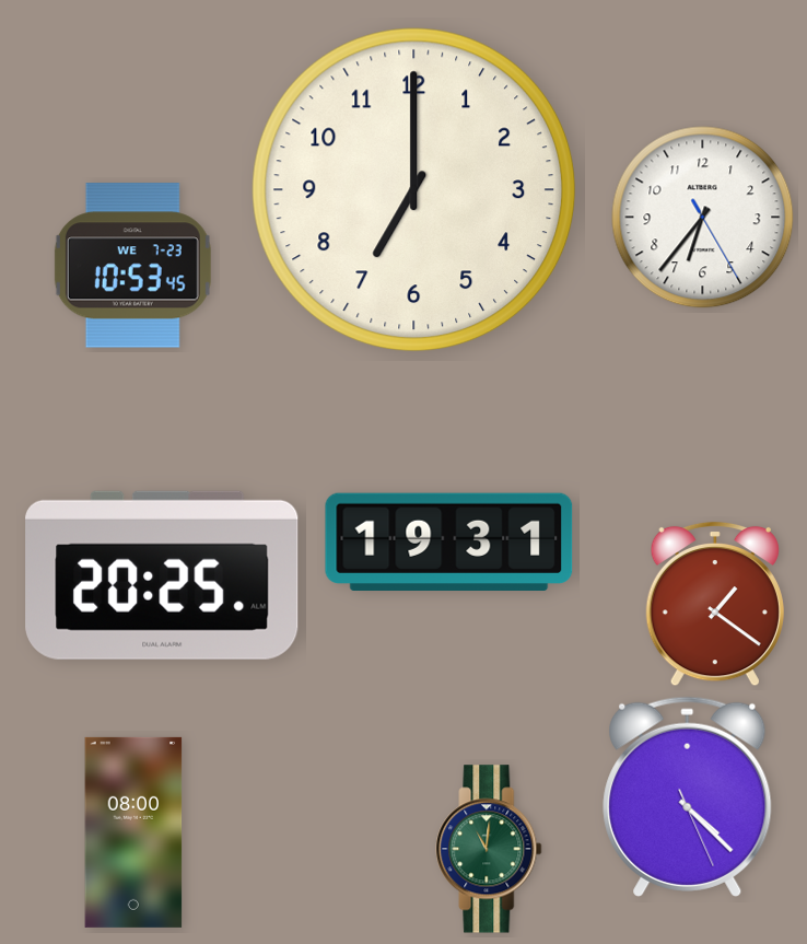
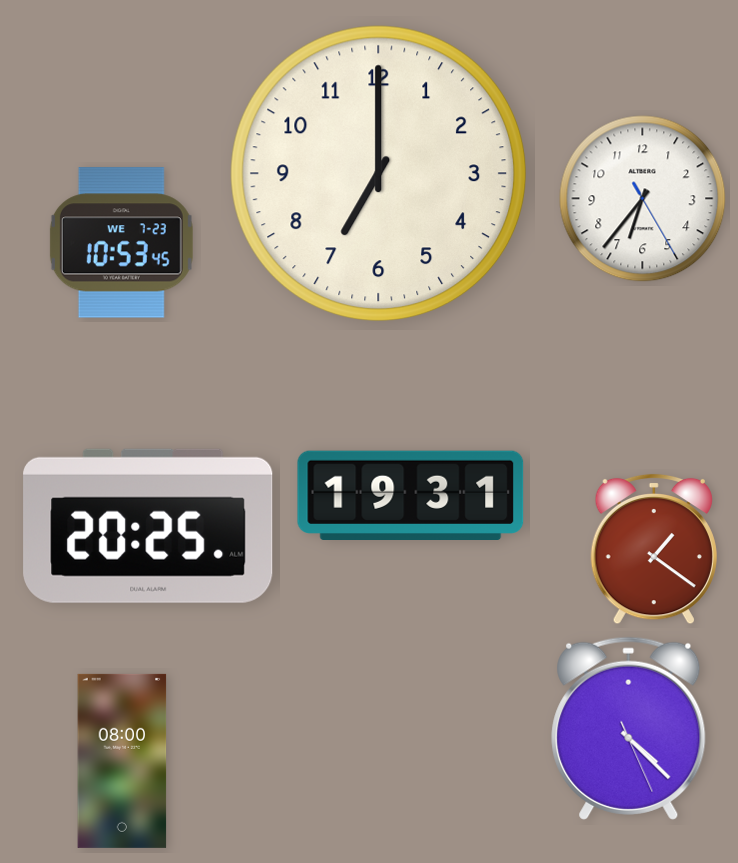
clock at (715, 604) position: (715, 604) -> (654, 549)
clock at (489, 849): 11:01 -> none
